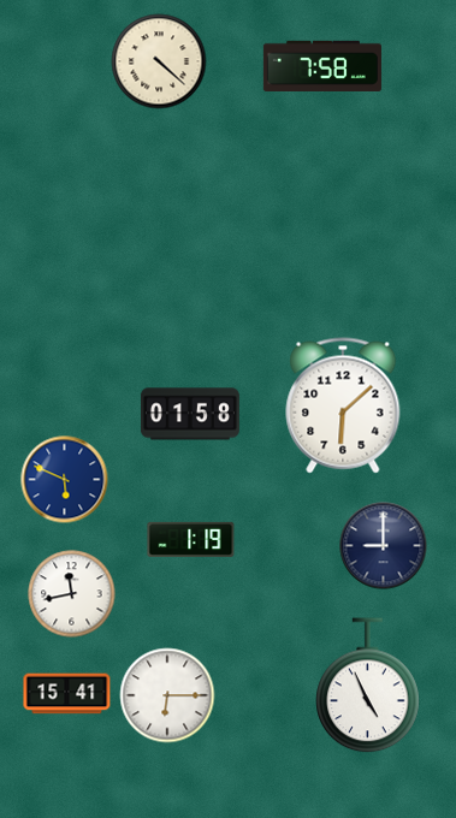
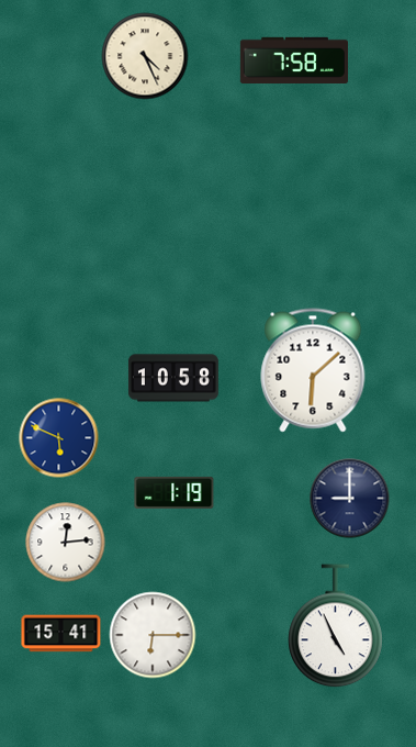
clock at (159, 61): 4:22 -> 4:26
clock at (190, 414): 01:58 -> 10:58
clock at (72, 594): 11:43 -> 12:14
